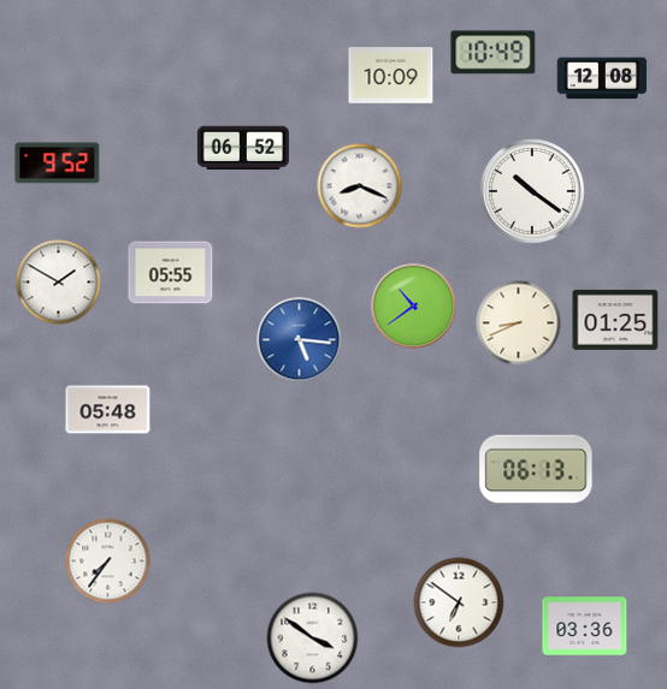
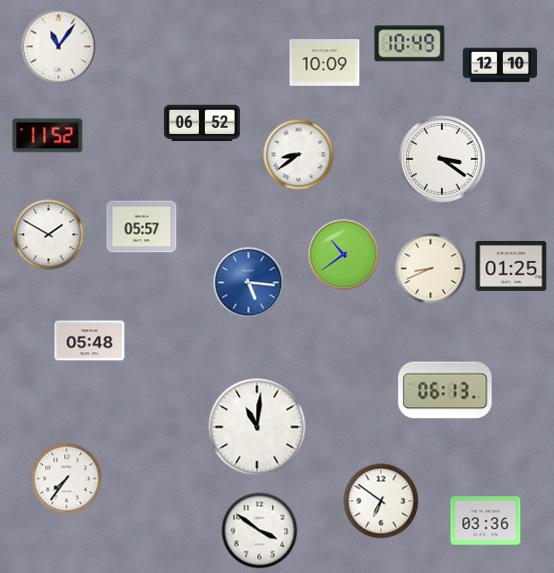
clock at (59, 47): none -> 11:06
clock at (602, 78): 12:08 -> 12:10
clock at (58, 164): 9:52 -> 11:52
clock at (360, 186): 8:19 -> 8:39
clock at (533, 192): 10:21 -> 3:21
clock at (171, 273): 05:55 -> 05:57
clock at (257, 427): none -> 11:01
clock at (108, 562) position: (108, 562) -> (67, 479)
